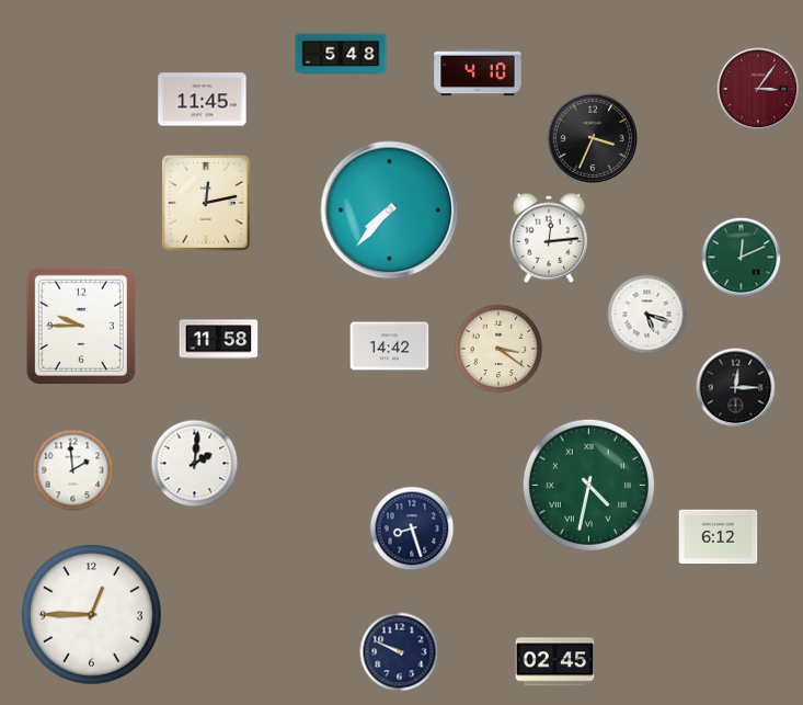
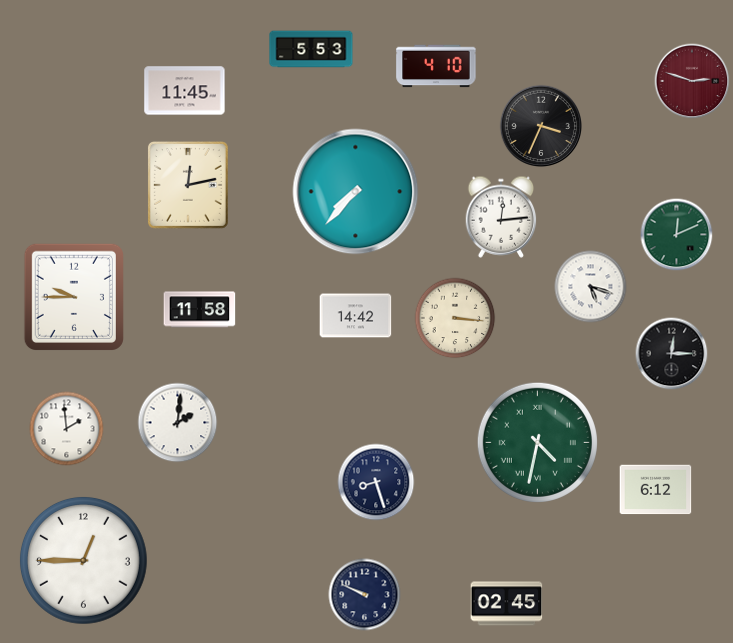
clock at (341, 54): 5:48 -> 5:53
clock at (758, 89): 3:06 -> 2:48
clock at (498, 349): 3:21 -> 3:16
